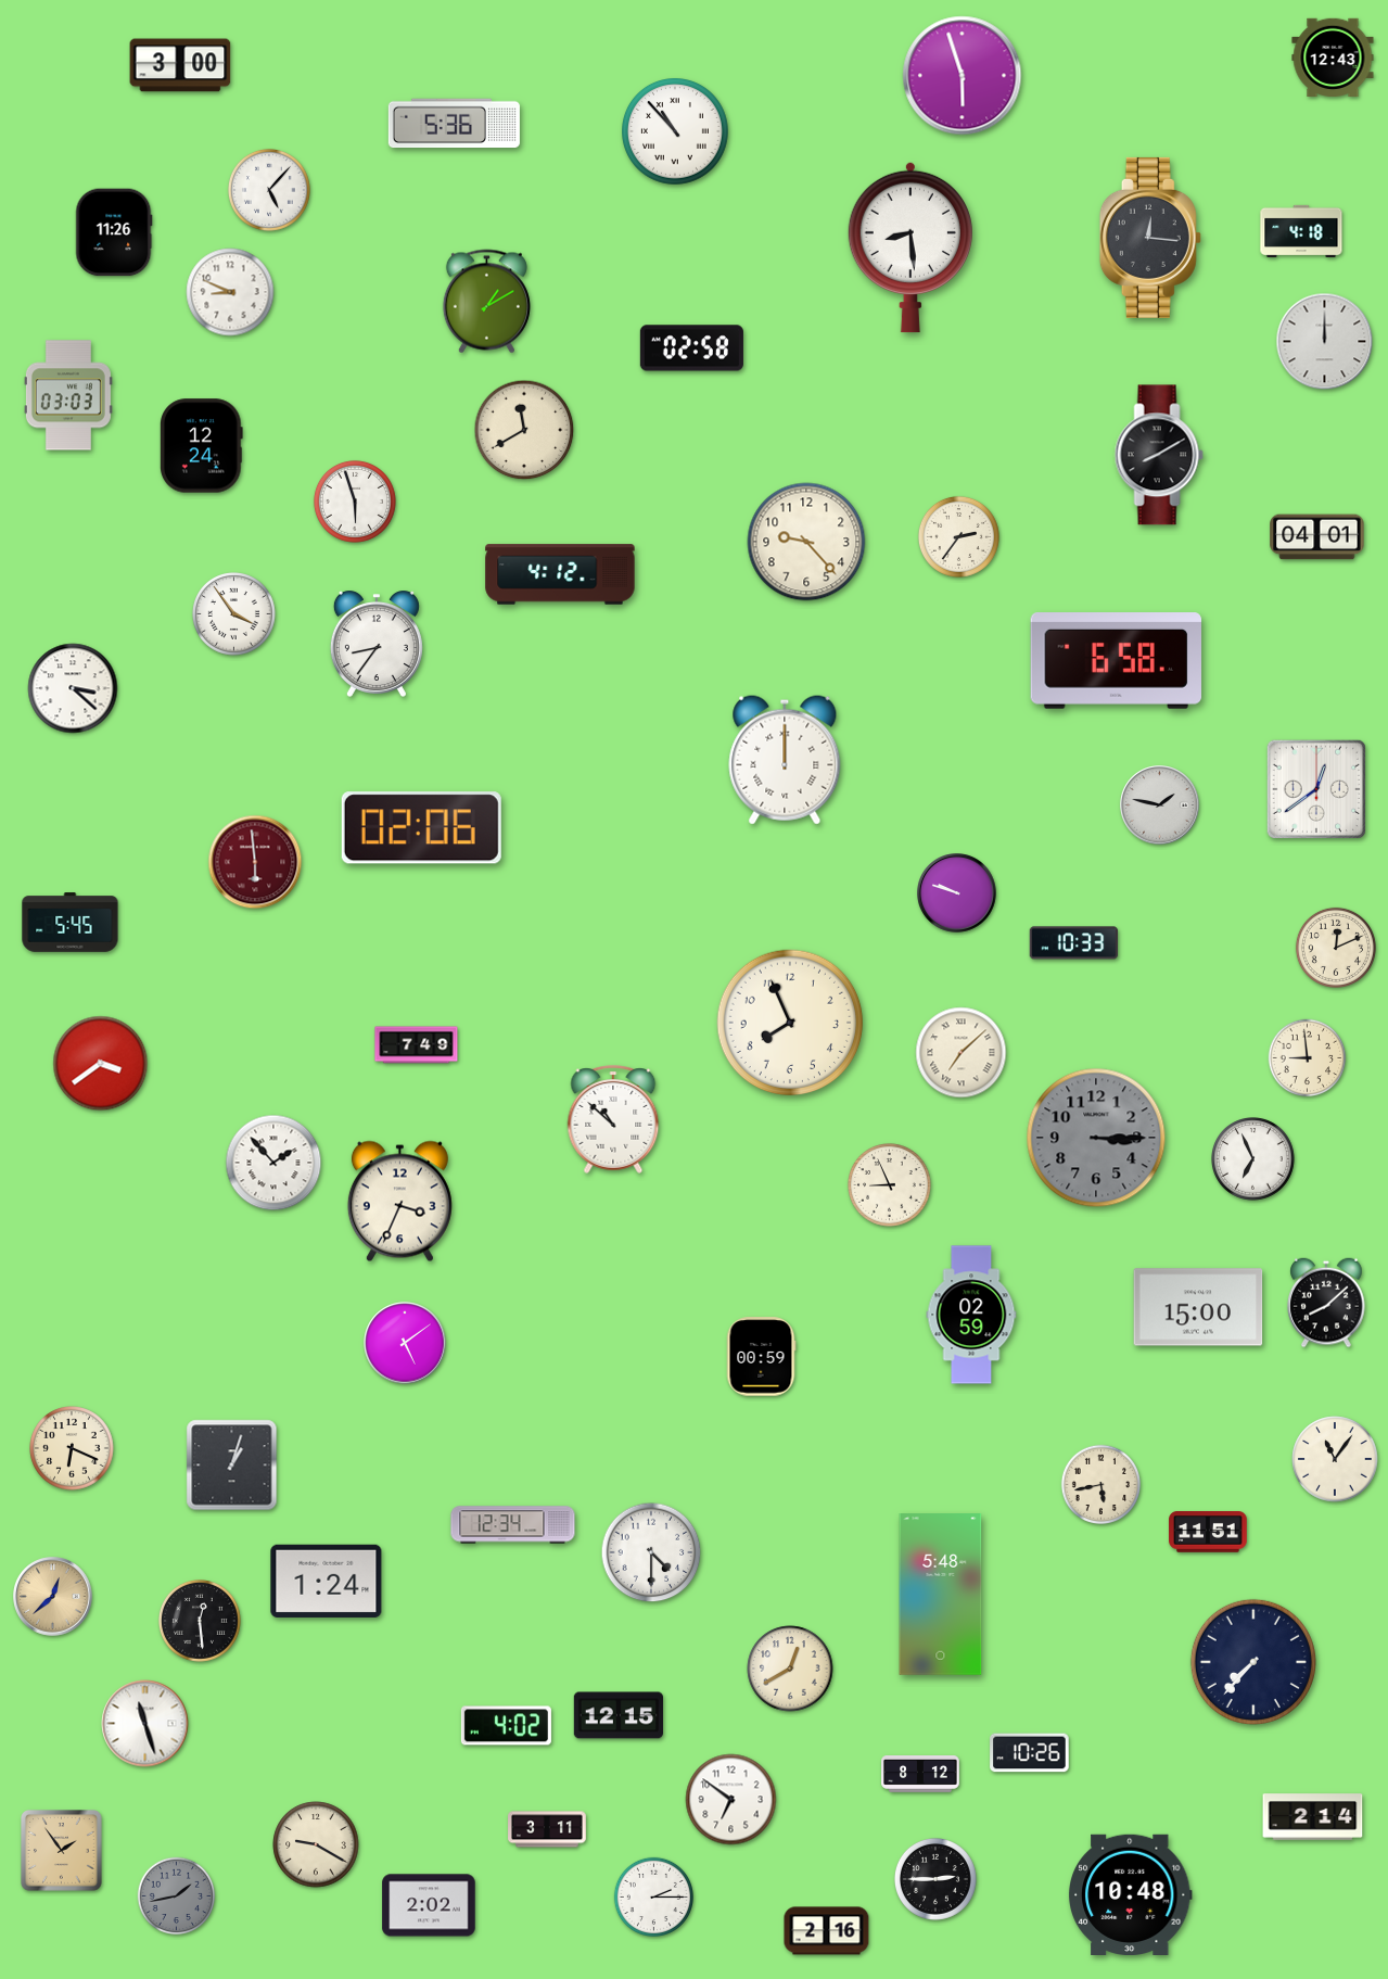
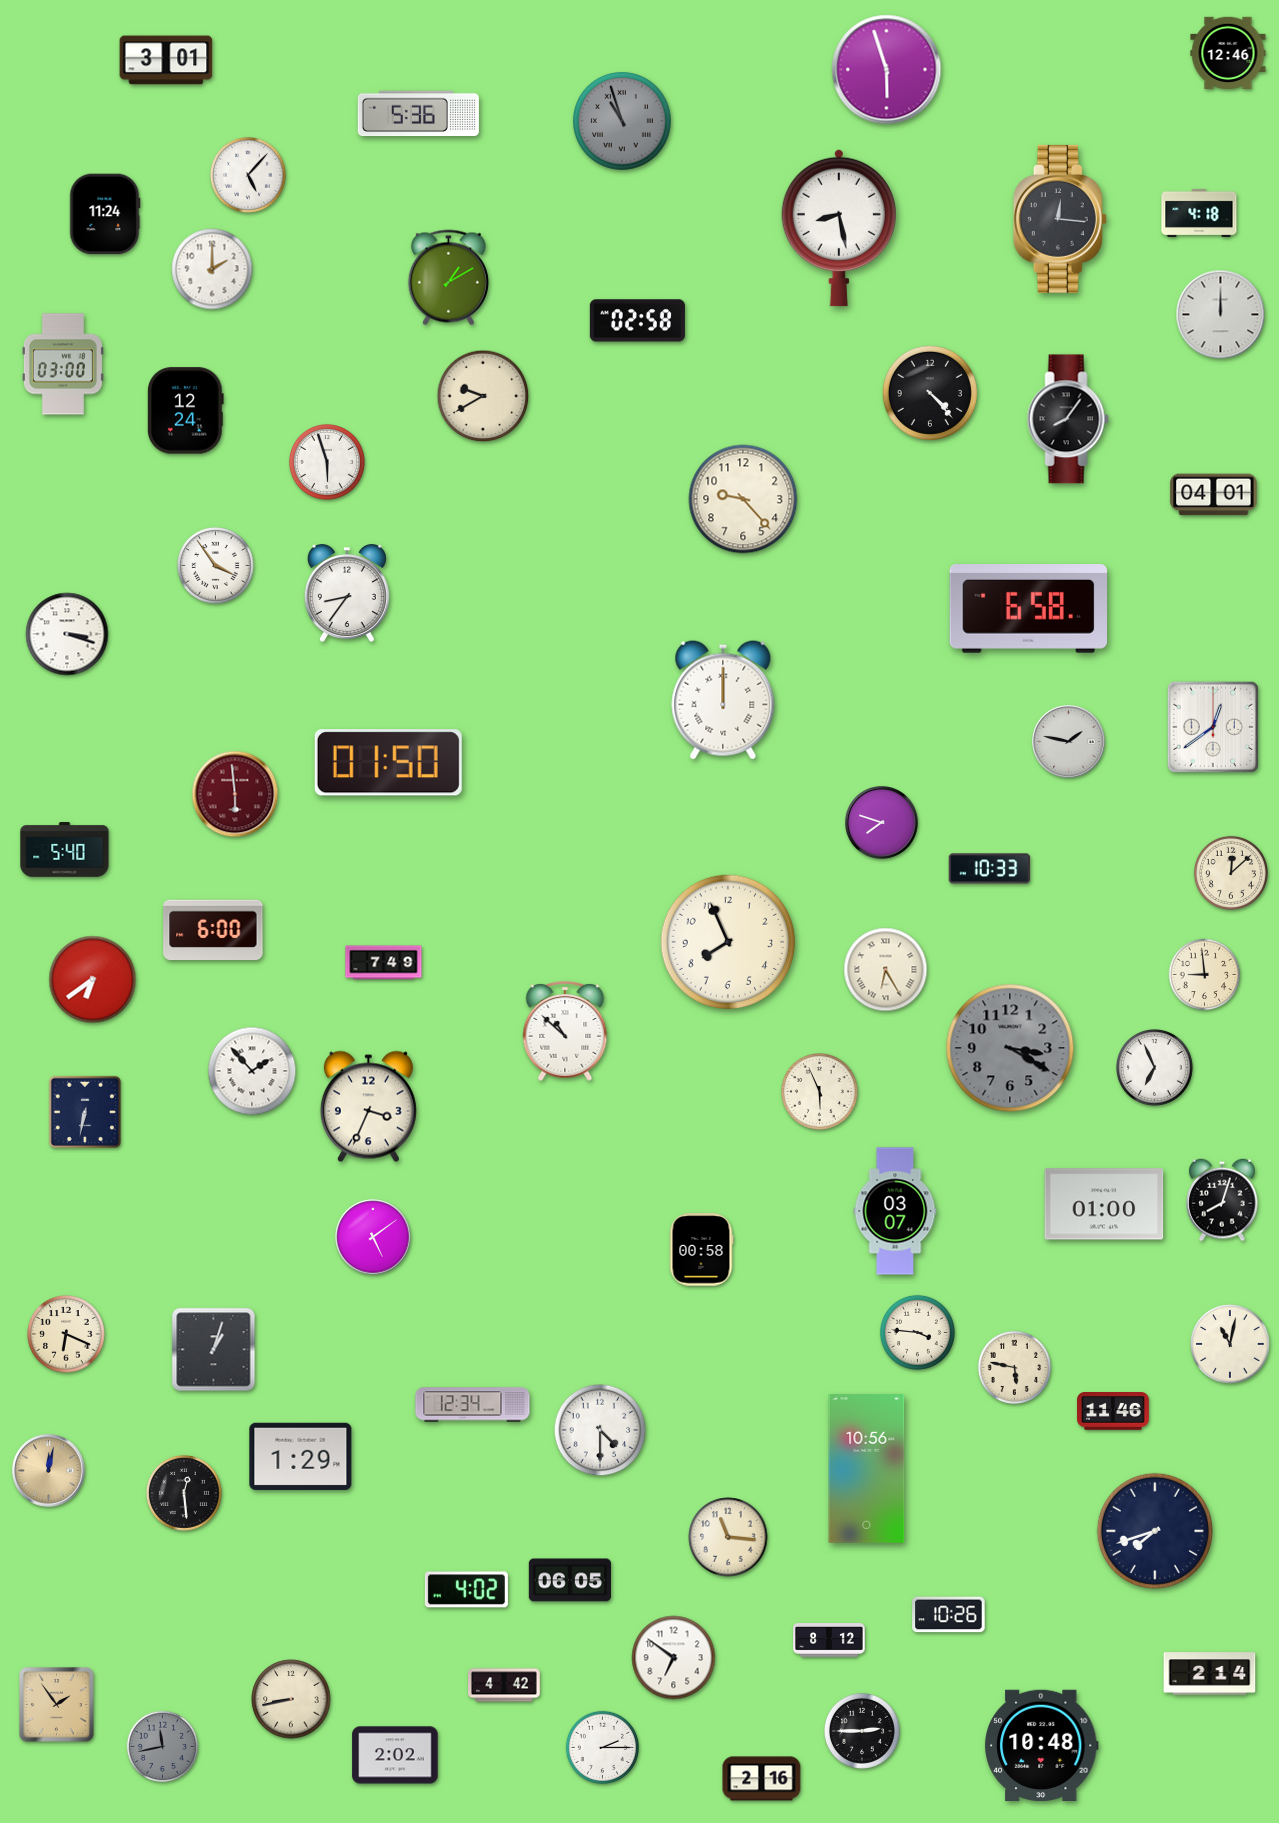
clock at (1333, 56): 12:43 -> 12:46
clock at (180, 65): 3:00 -> 3:01
clock at (676, 132): 10:53 -> 10:57
clock at (676, 132) dial: white -> grey
clock at (114, 232): 11:26 -> 11:24
clock at (911, 248): 8:29 -> 8:28
clock at (230, 292): 8:49 -> 2:00
clock at (68, 395): 03:03 -> 03:00
clock at (930, 393): none -> 4:23
clock at (524, 430): 11:40 -> 9:40
clock at (1159, 455): 8:10 -> 8:06
clock at (958, 536): 2:36 -> none
clock at (560, 574): 4:12 -> none
clock at (73, 688): 3:22 -> 3:18
clock at (421, 828): 02:06 -> 01:50
clock at (957, 893): 9:48 -> 7:48
clock at (71, 923): 5:45 -> 5:40
clock at (1336, 948): 12:11 -> 12:08
clock at (213, 930): none -> 6:00
clock at (962, 1053): 7:08 -> 6:25
clock at (101, 1064): 3:39 -> 6:39
clock at (1096, 1138): 3:15 -> 3:20
clock at (890, 1185): 8:56 -> 5:56
clock at (84, 1111): none -> 6:32
clock at (1326, 1303): 8:08 -> 8:03
clock at (1198, 1307): 15:00 -> 01:00
clock at (971, 1315): 02:59 -> 03:07
clock at (761, 1357): 00:59 -> 00:58
clock at (917, 1332): none -> 3:46
clock at (1335, 1459): 11:06 -> 11:02
clock at (1100, 1484): 5:43 -> 5:47
clock at (1208, 1533): 11:51 -> 11:46
clock at (327, 1581): 1:24 -> 1:29
clock at (941, 1595): 5:48 -> 10:56
clock at (53, 1597): 12:38 -> 12:02
clock at (1253, 1662): 7:37 -> 7:42
clock at (790, 1669): 12:40 -> 11:16
clock at (619, 1715): 12:15 -> 06:05
clock at (145, 1724): 11:27 -> none
clock at (920, 1775) position: (920, 1775) -> (829, 1641)
clock at (547, 1829): 3:11 -> 4:42
clock at (316, 1844): 9:20 -> 8:43
clock at (177, 1896): 1:43 -> 11:43
